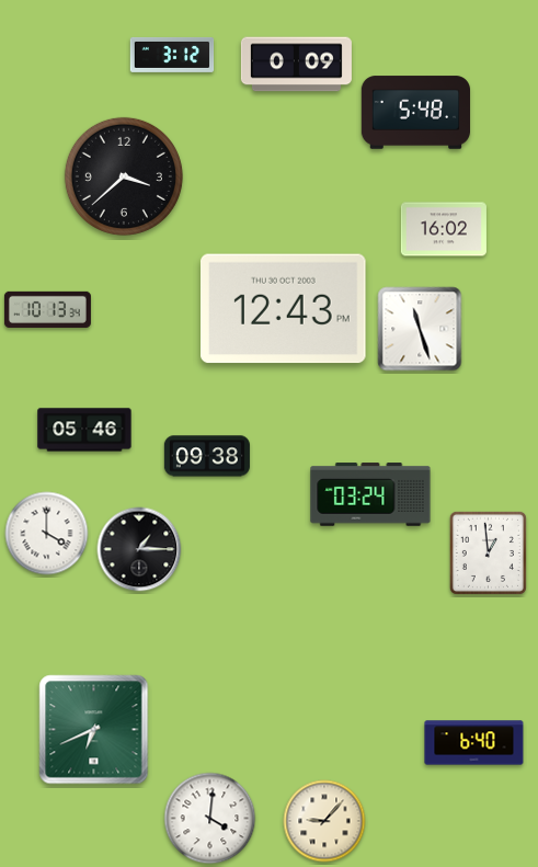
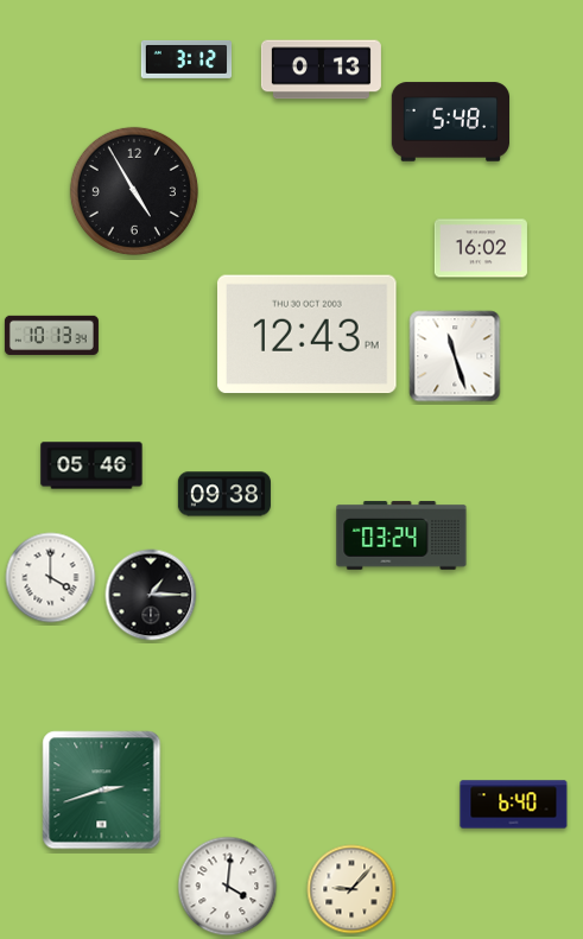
clock at (296, 65): 0:09 -> 0:13
clock at (124, 176): 3:38 -> 4:55
clock at (488, 552): 12:59 -> none
clock at (94, 730): 6:41 -> 2:42
